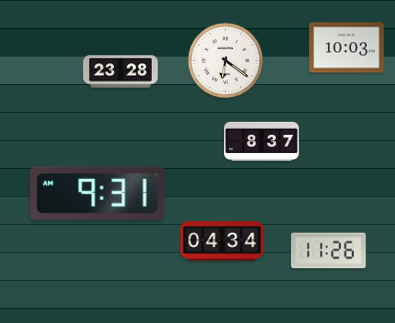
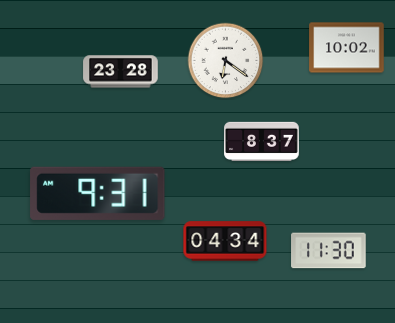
clock at (347, 48): 10:03 -> 10:02
clock at (222, 241) position: (222, 241) -> (225, 241)
clock at (329, 251): 11:26 -> 11:30
